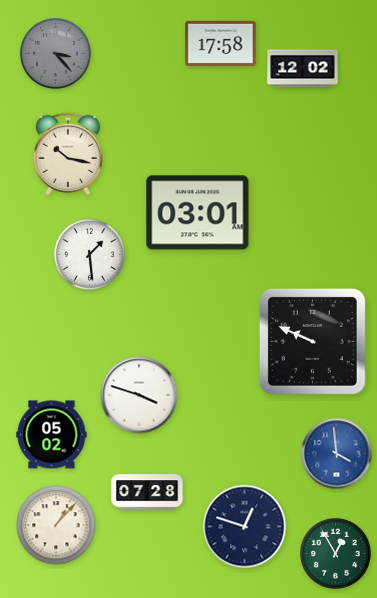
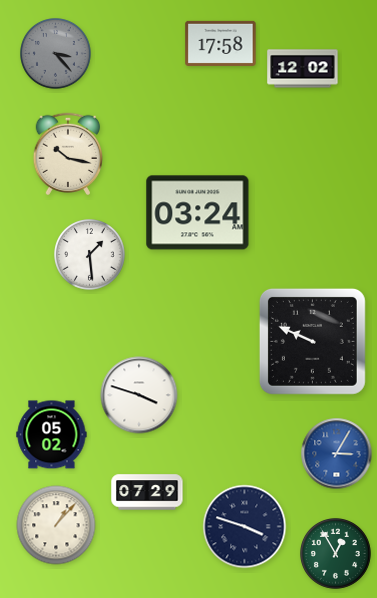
clock at (198, 213): 03:01 -> 03:24
clock at (337, 454): 3:59 -> 3:05
clock at (147, 492): 07:28 -> 07:29
clock at (245, 527): 12:48 -> 3:48
